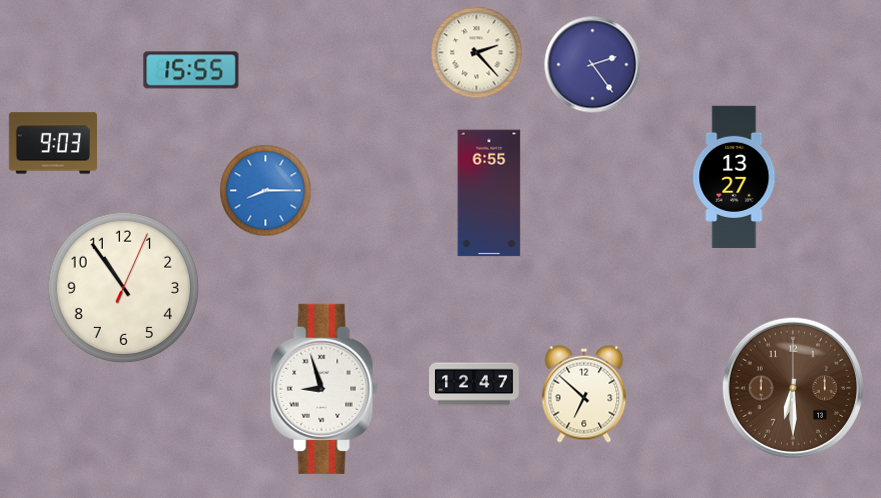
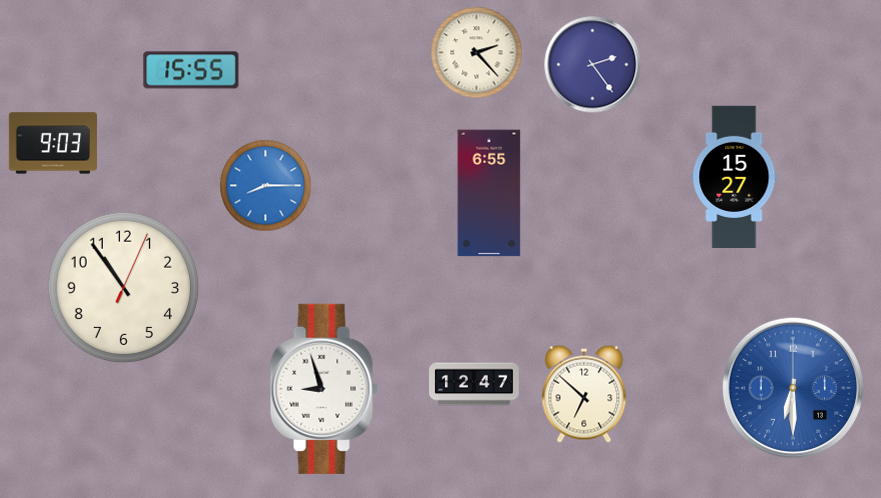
clock at (734, 177): 13:27 -> 15:27
clock at (266, 191) position: (266, 191) -> (266, 186)
clock at (792, 387) dial: brown -> blue
